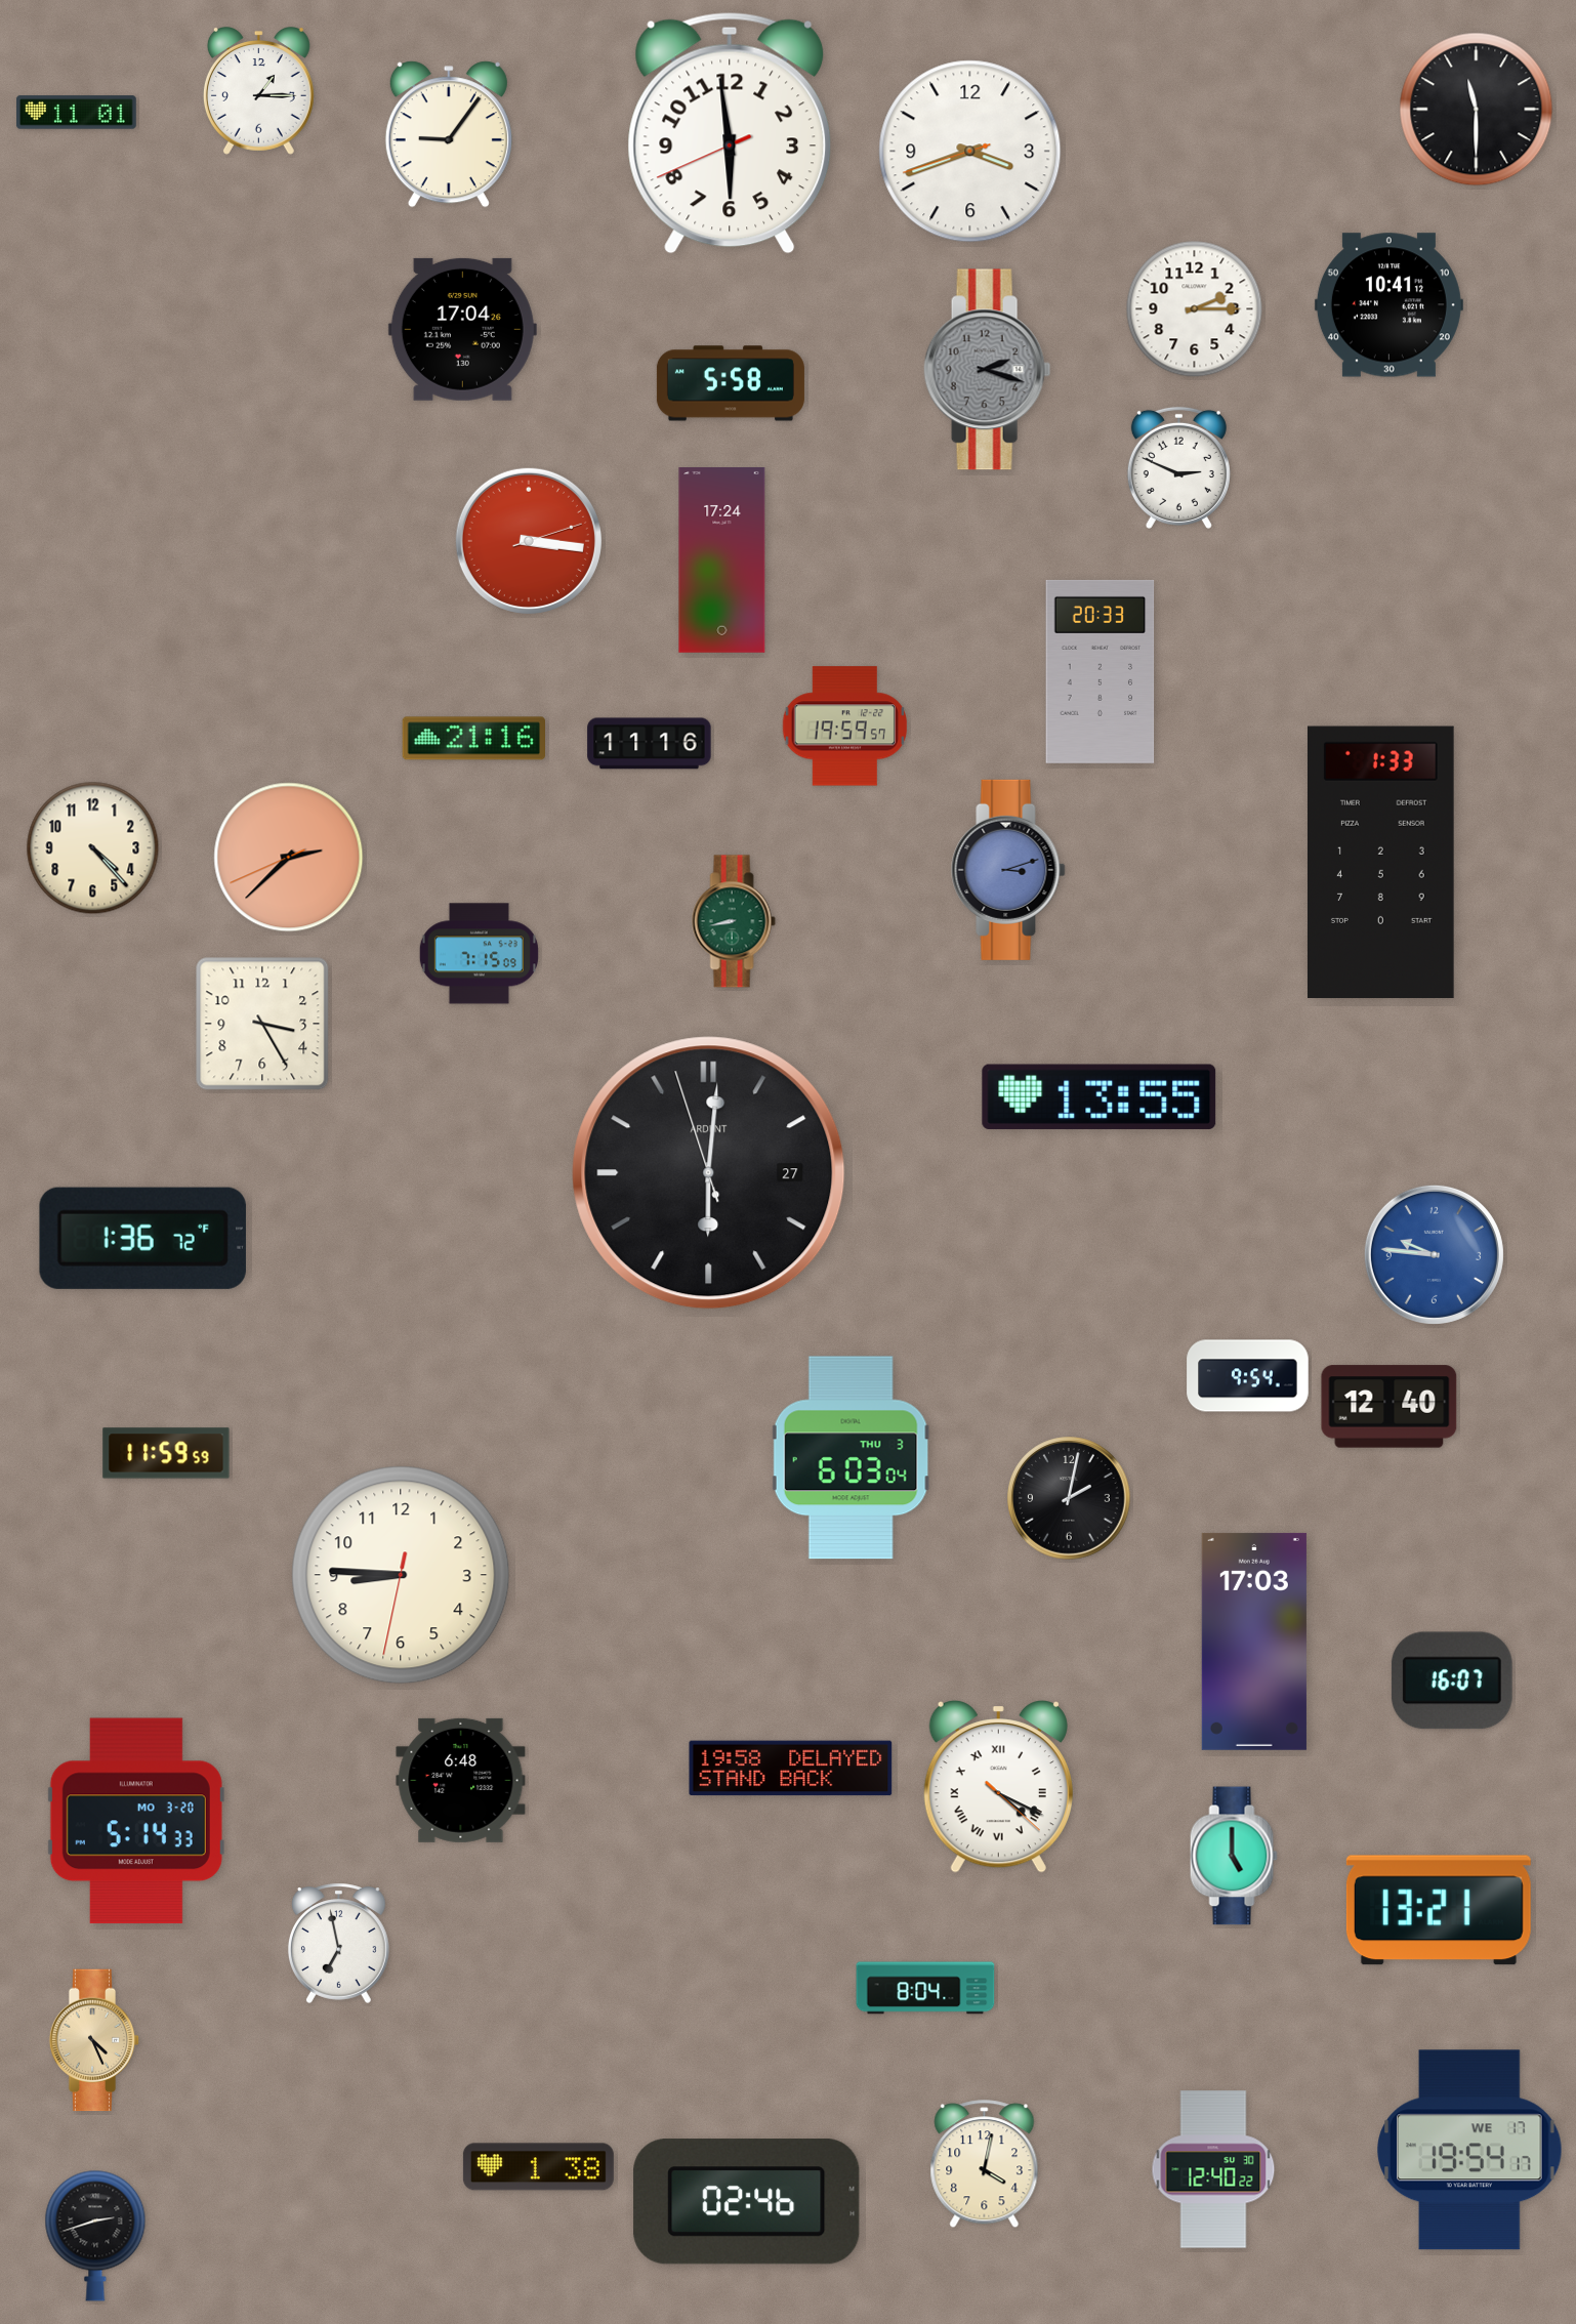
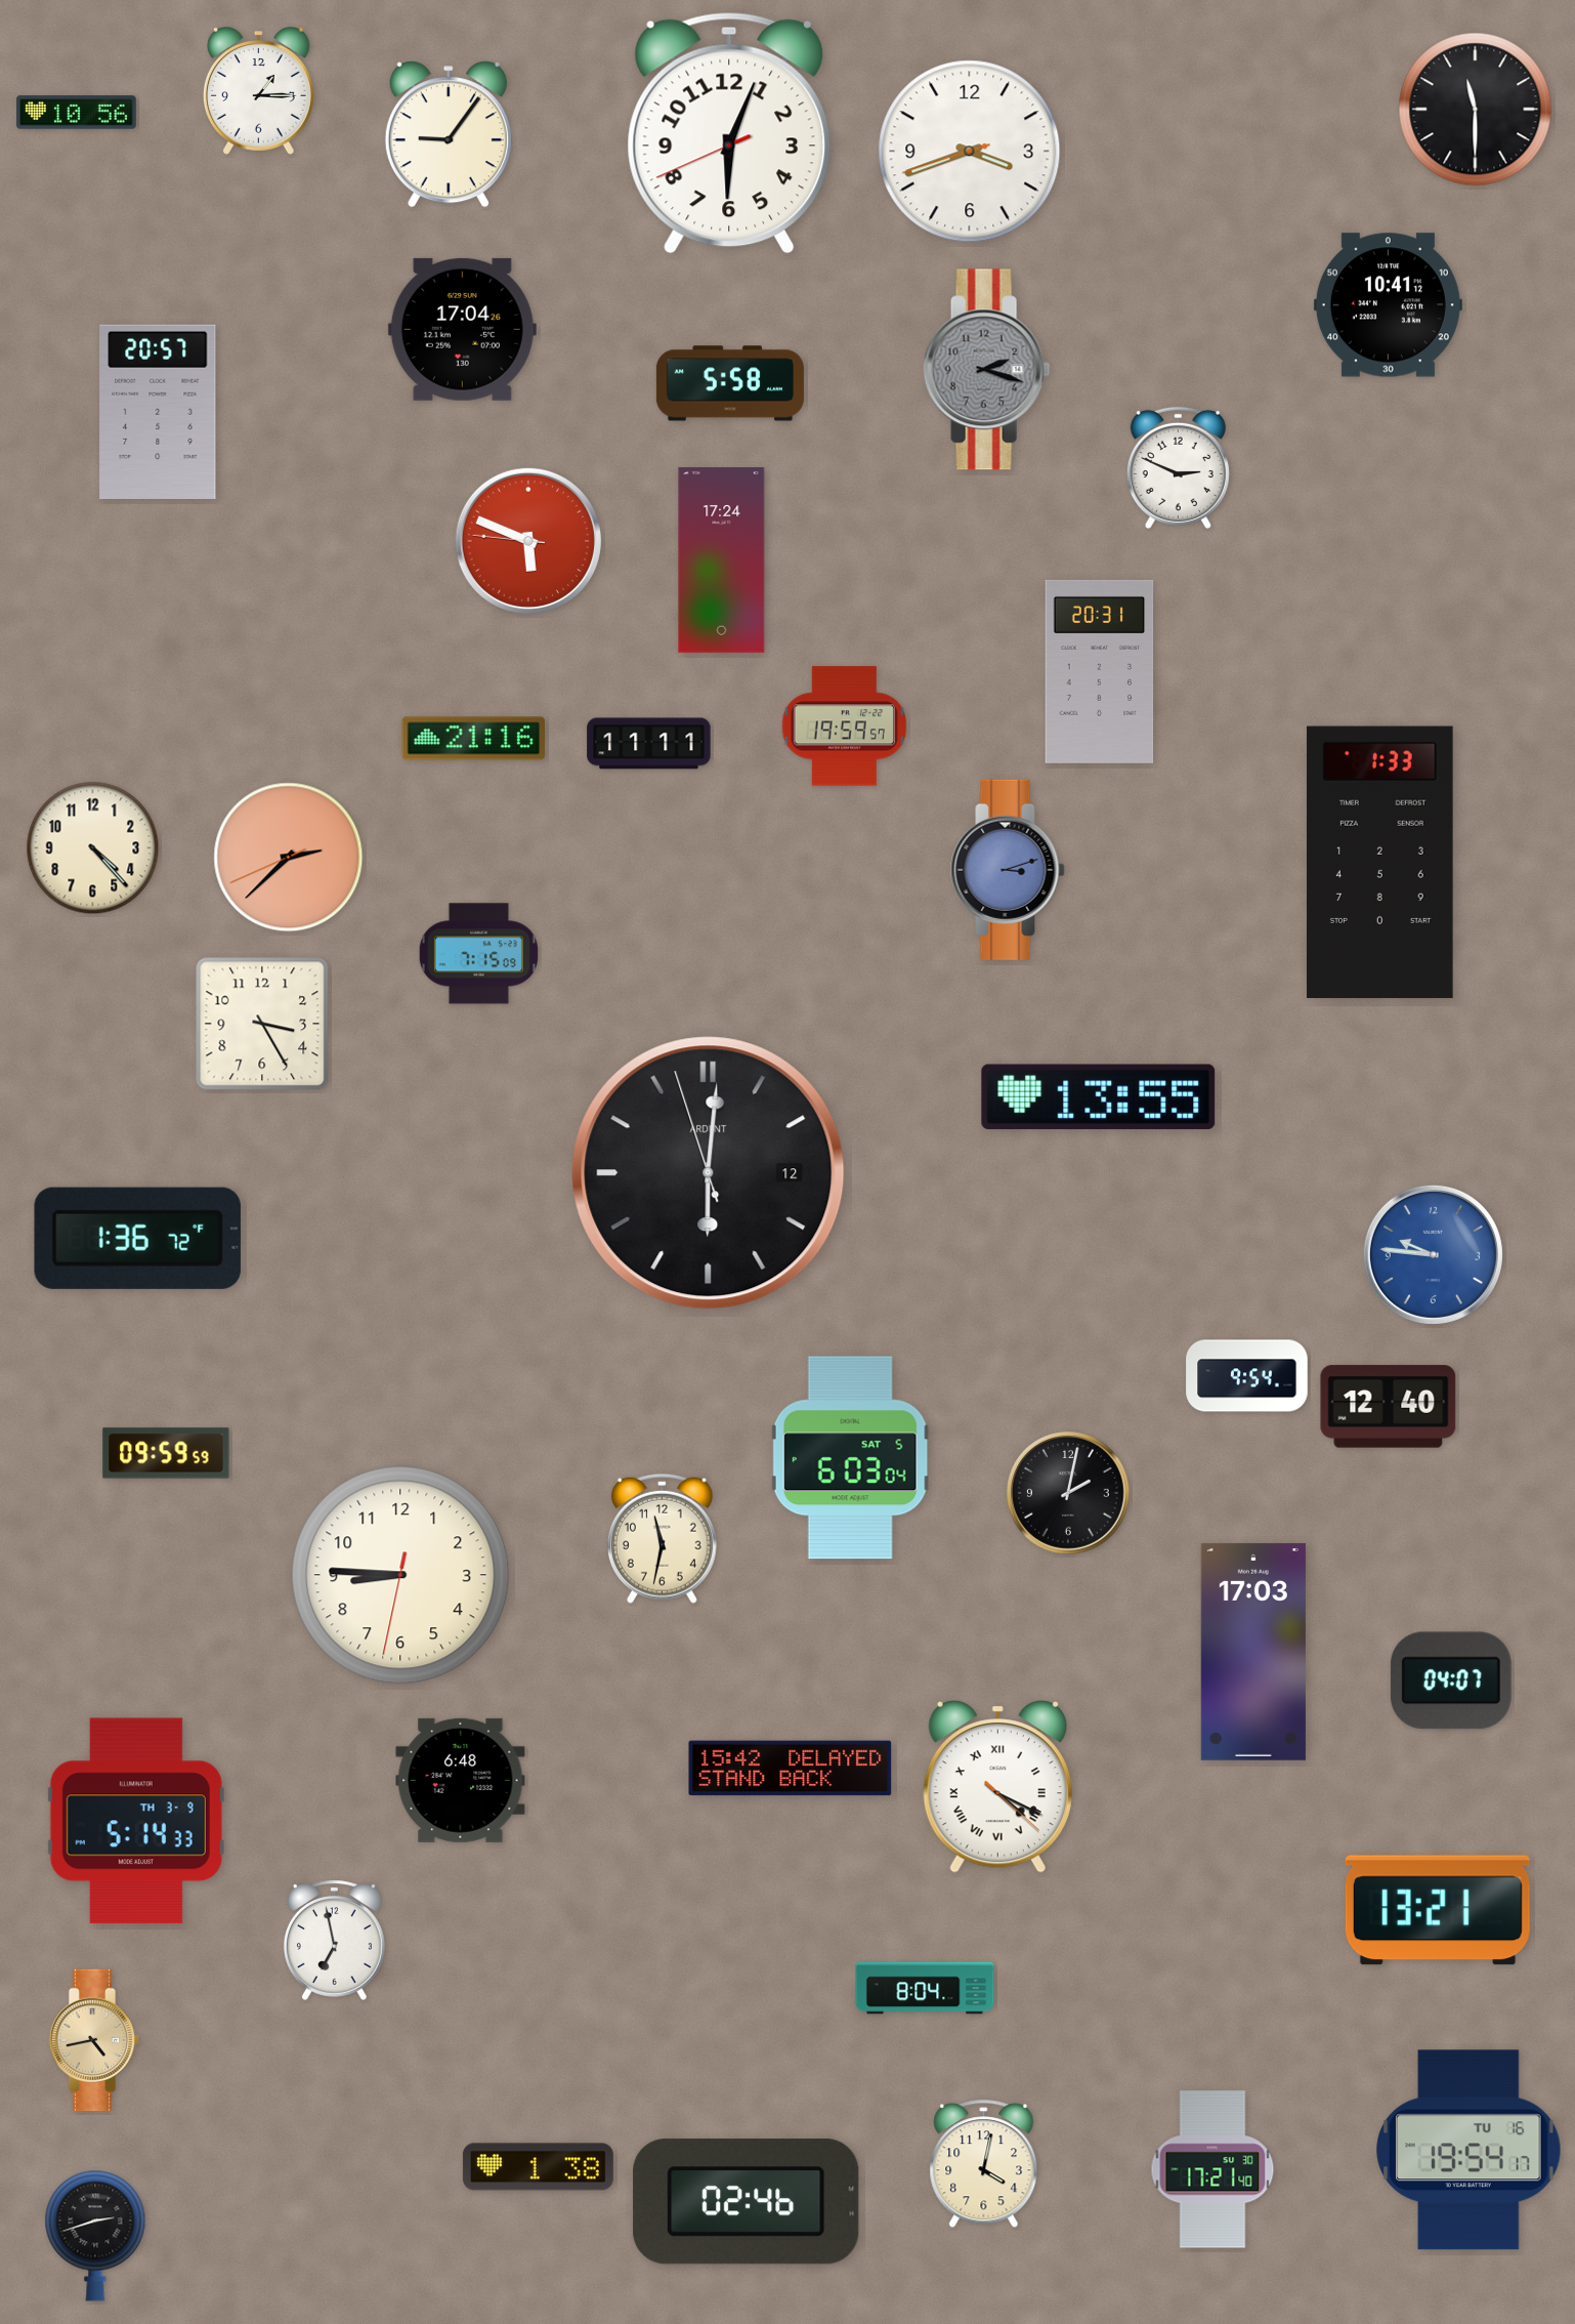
clock at (77, 113): 11:01 -> 10:56
clock at (730, 133): 5:58 -> 6:03
clock at (1195, 309): 2:15 -> none
clock at (158, 411): none -> 20:57
clock at (529, 541): 3:16 -> 5:48
clock at (1101, 671): 20:33 -> 20:31
clock at (650, 744): 11:16 -> 11:11
clock at (734, 921): 8:43 -> none
clock at (709, 1173) date: 27 -> 12
clock at (142, 1238) position: (142, 1238) -> (137, 1238)
clock at (166, 1453): 11:59 -> 09:59
clock at (852, 1458) date: THU 3 -> SAT 5
clock at (1069, 1498) position: (1069, 1498) -> (1068, 1493)
clock at (662, 1538): none -> 11:32
clock at (1254, 1642) position: (1254, 1642) -> (1253, 1652)
clock at (1452, 1680): 16:07 -> 04:07
clock at (791, 1769): 19:58 -> 15:42
clock at (136, 1821) date: MO 3-20 -> TH 3-9
clock at (1234, 1856): 5:00 -> none
clock at (338, 1943) position: (338, 1943) -> (334, 1940)
clock at (94, 2040): 4:26 -> 4:43
clock at (1469, 2150) date: WE 17 -> TU 16
clock at (1213, 2169): 12:40 -> 17:21
